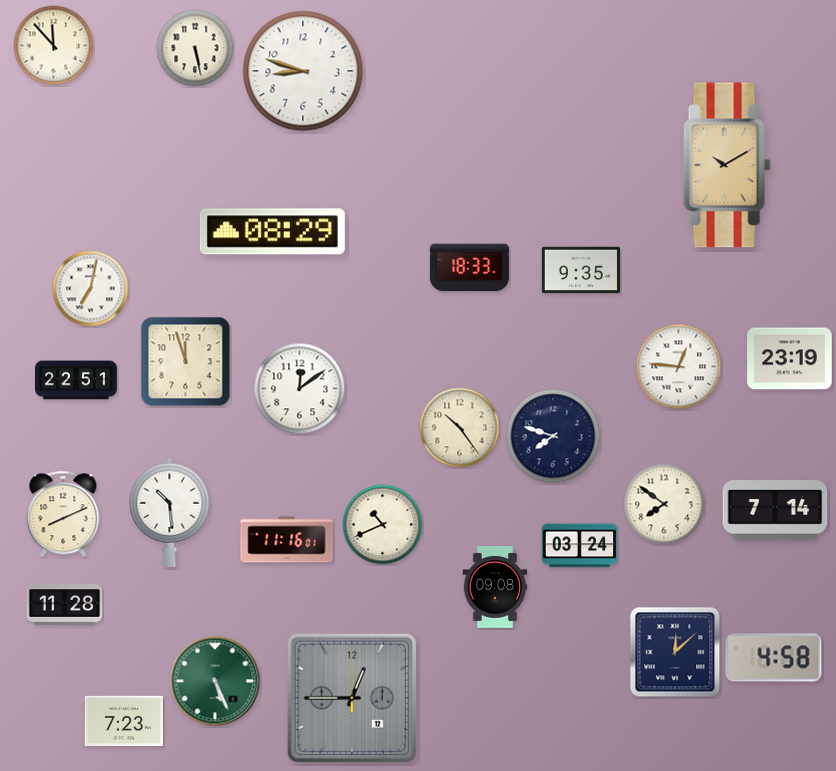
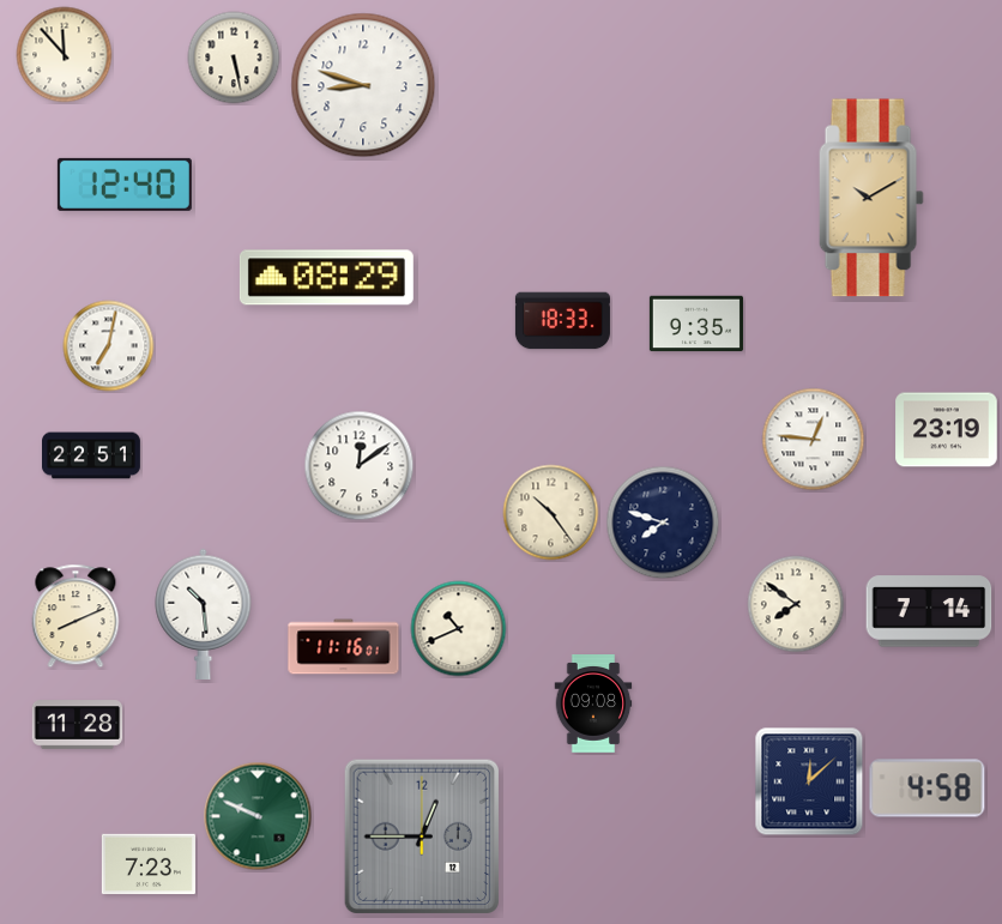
clock at (125, 185): none -> 12:40
clock at (186, 362): 11:57 -> none
clock at (580, 546): 03:24 -> none
clock at (215, 681): 5:26 -> 9:49
